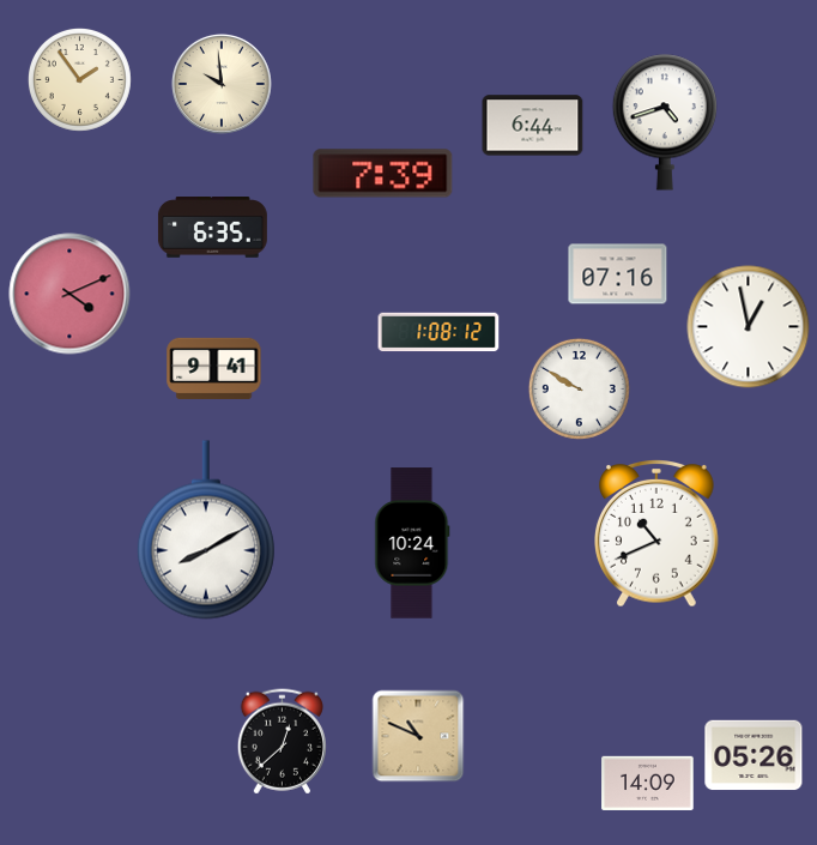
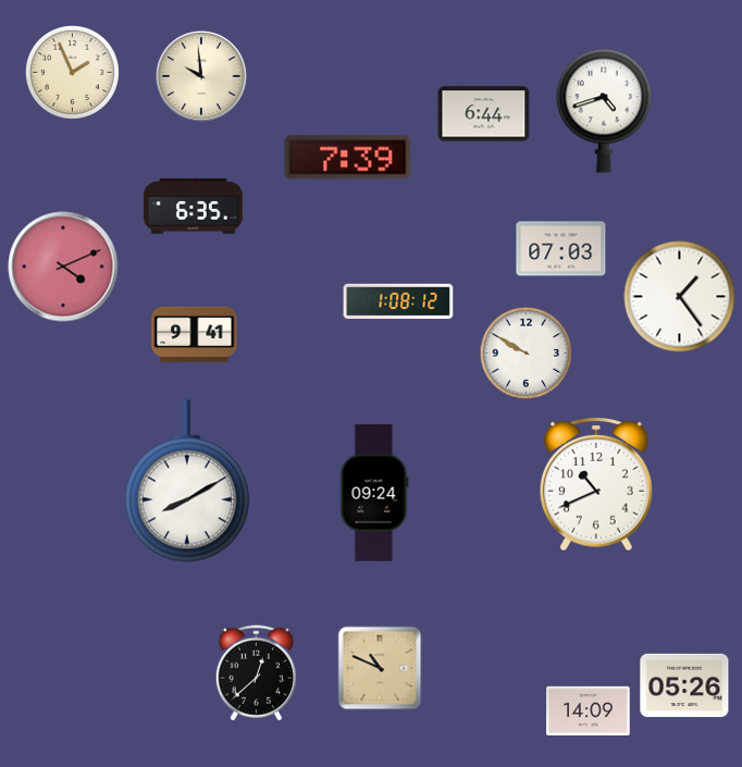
clock at (79, 79): 1:54 -> 1:56
clock at (618, 274): 07:16 -> 07:03
clock at (749, 327): 12:58 -> 1:24
clock at (412, 543): 10:24 -> 09:24
